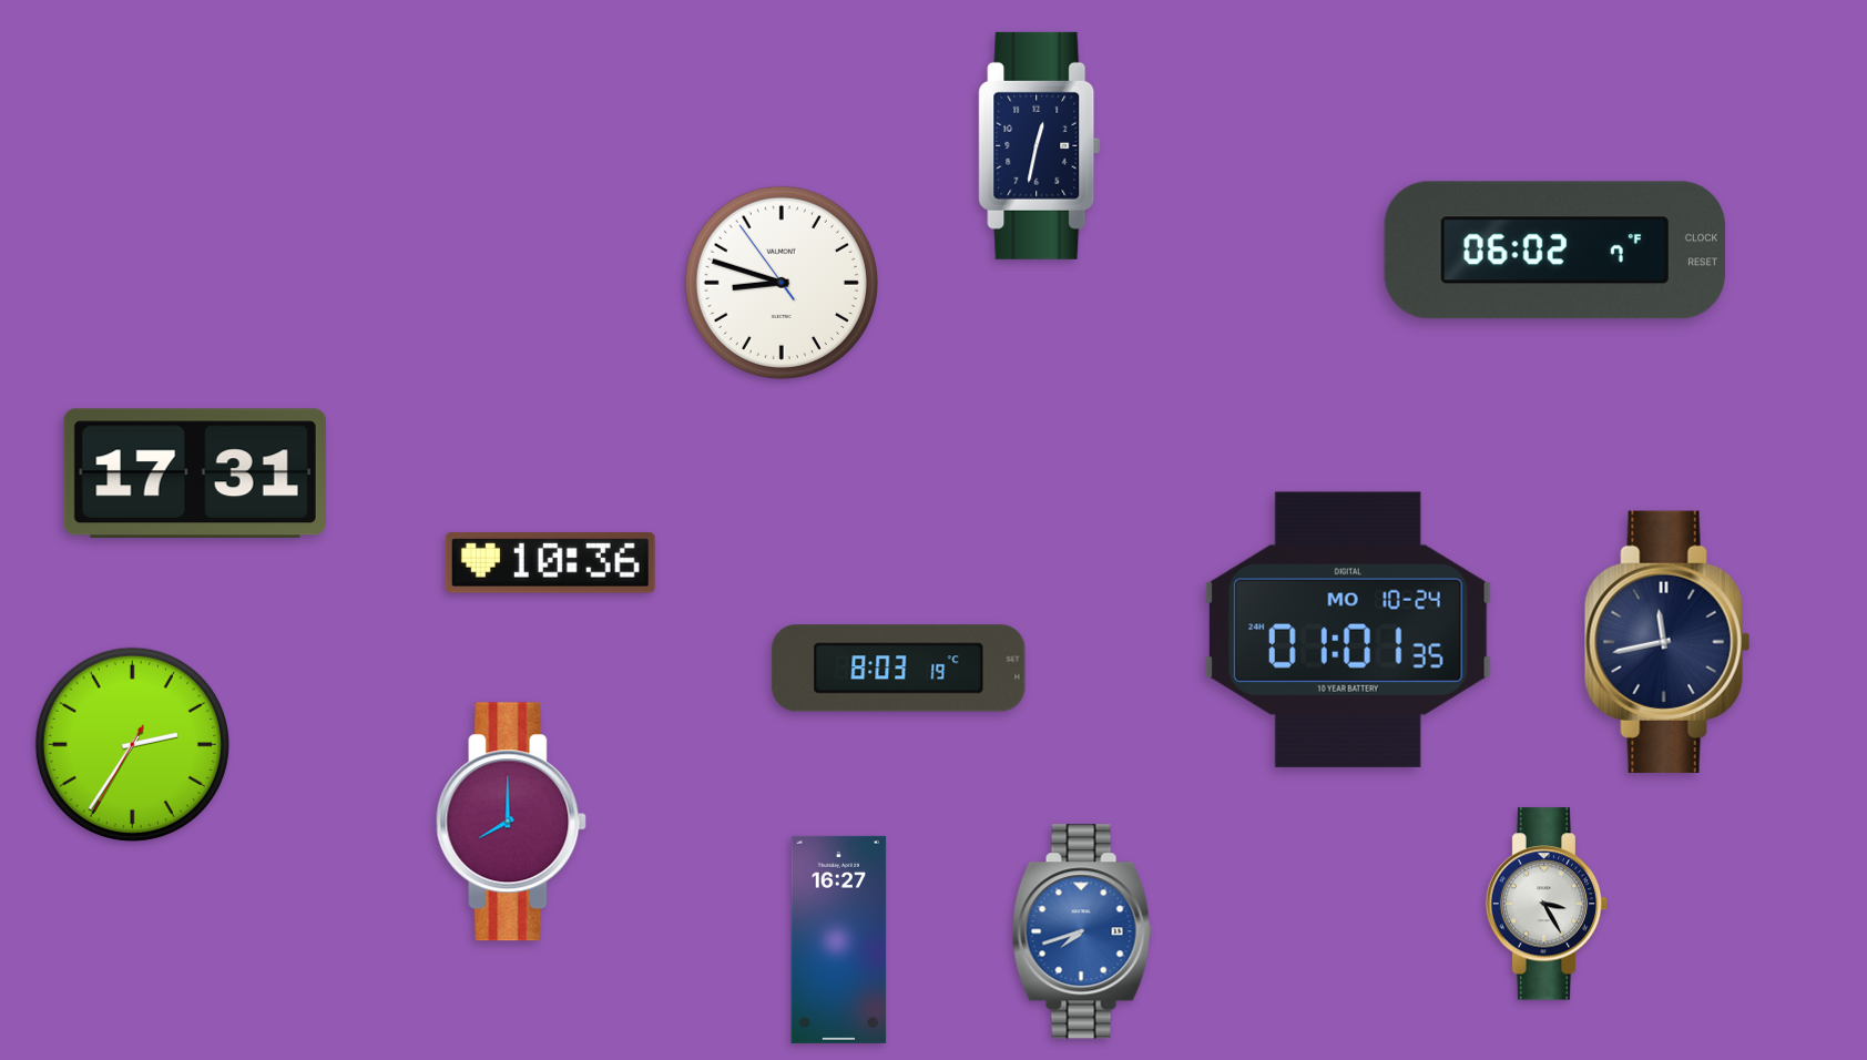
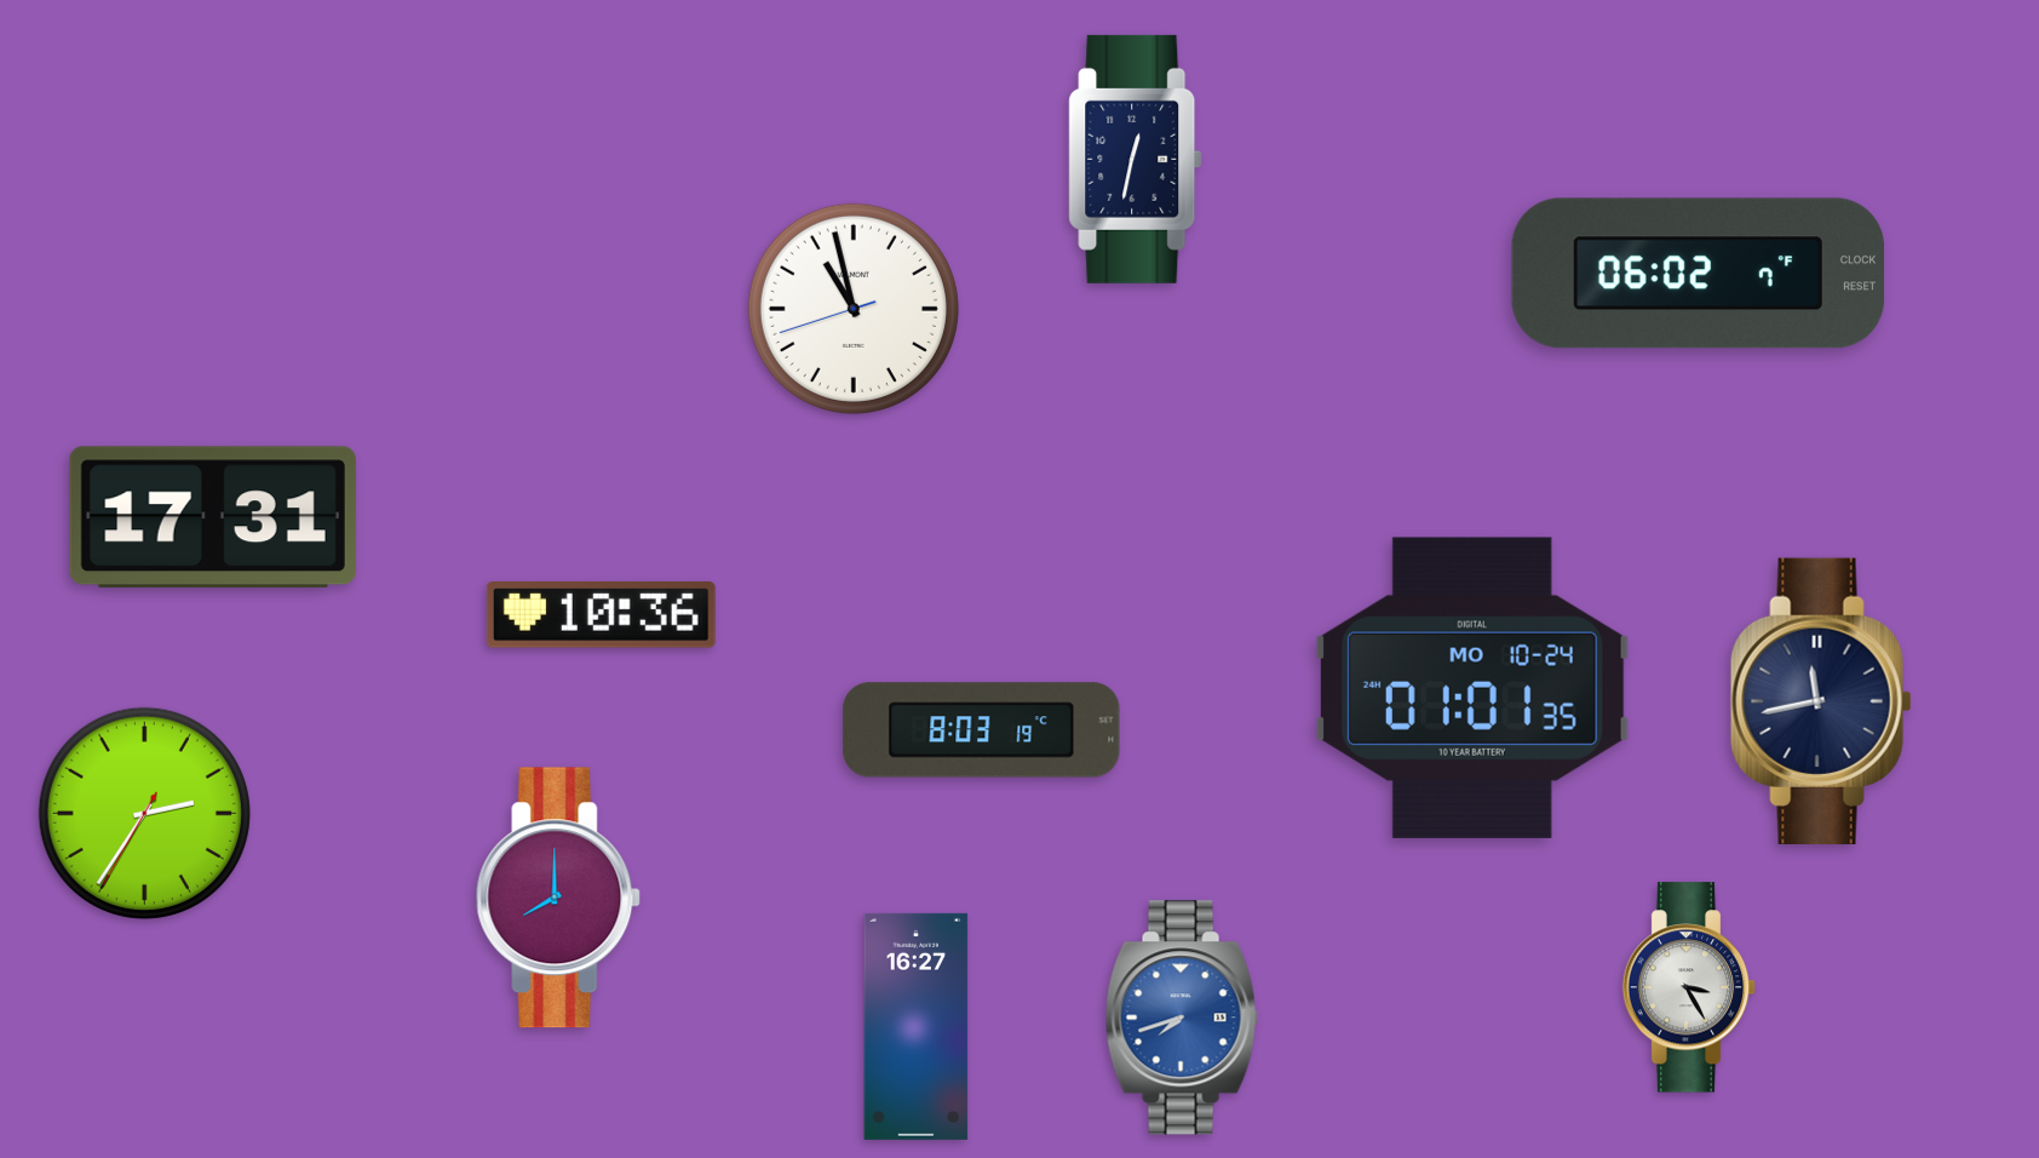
clock at (782, 283): 8:47 -> 10:57
